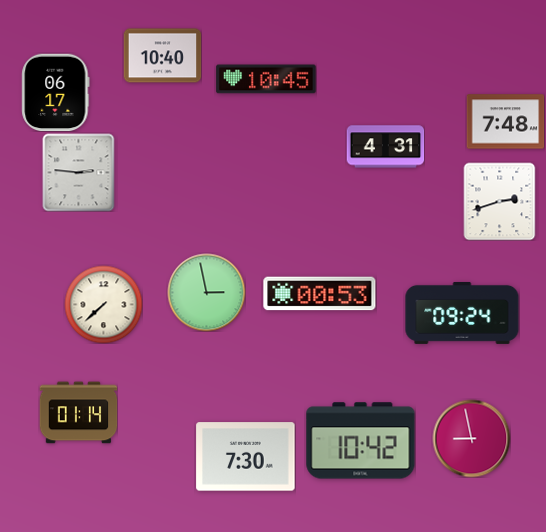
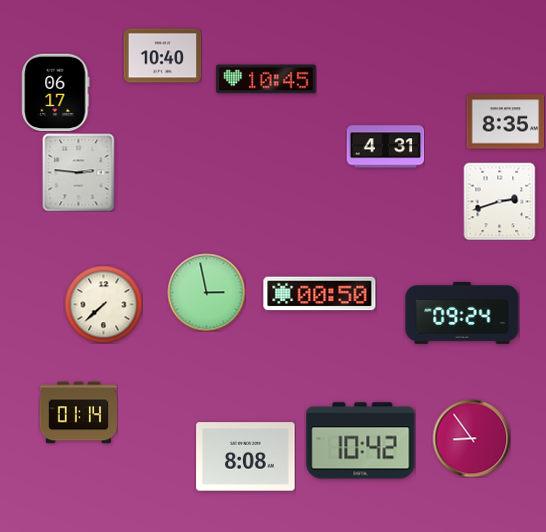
clock at (505, 122): 7:48 -> 8:35
clock at (320, 294): 00:53 -> 00:50
clock at (471, 438): 8:58 -> 8:54
clock at (246, 457): 7:30 -> 8:08
